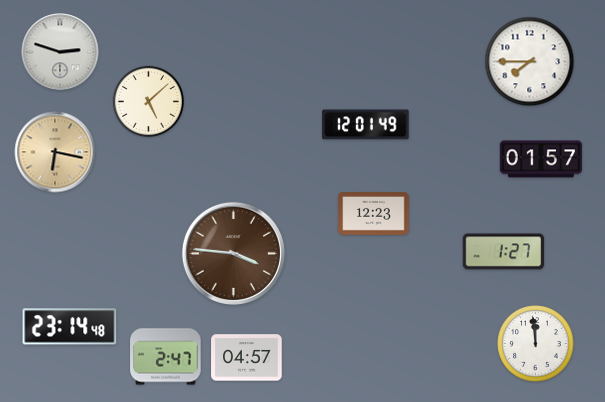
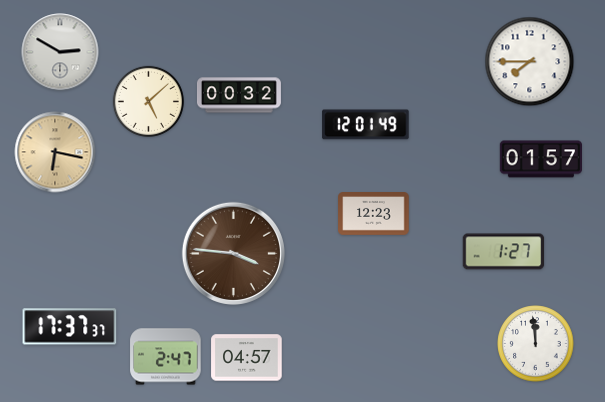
clock at (60, 52): 2:48 -> 2:50
clock at (239, 95): none -> 00:32
clock at (70, 327): 23:14 -> 17:37
